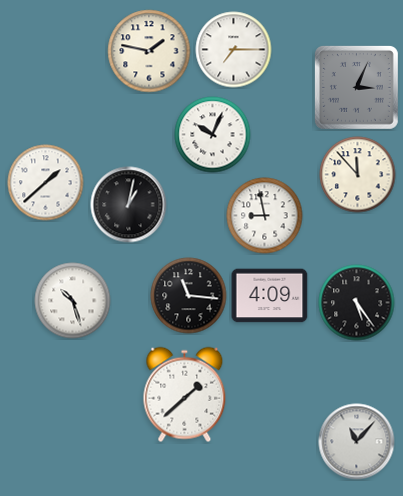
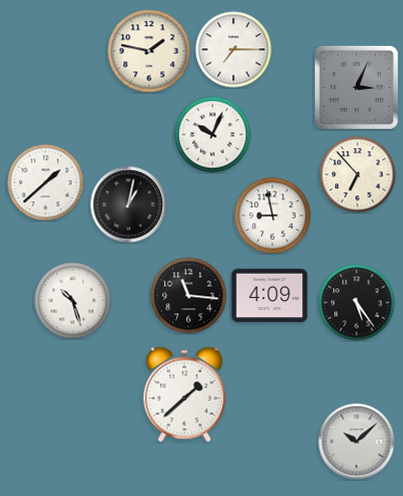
clock at (358, 175): 11:53 -> 6:53
clock at (265, 216) position: (265, 216) -> (273, 216)
clock at (357, 442): 11:07 -> 10:08
